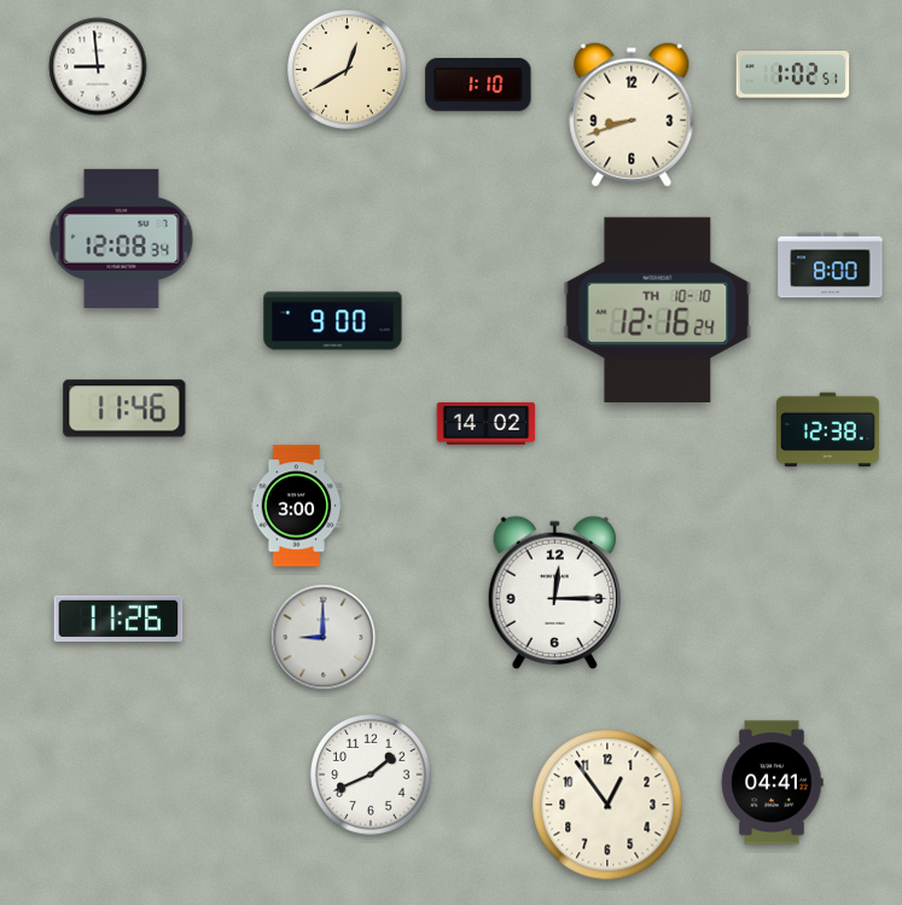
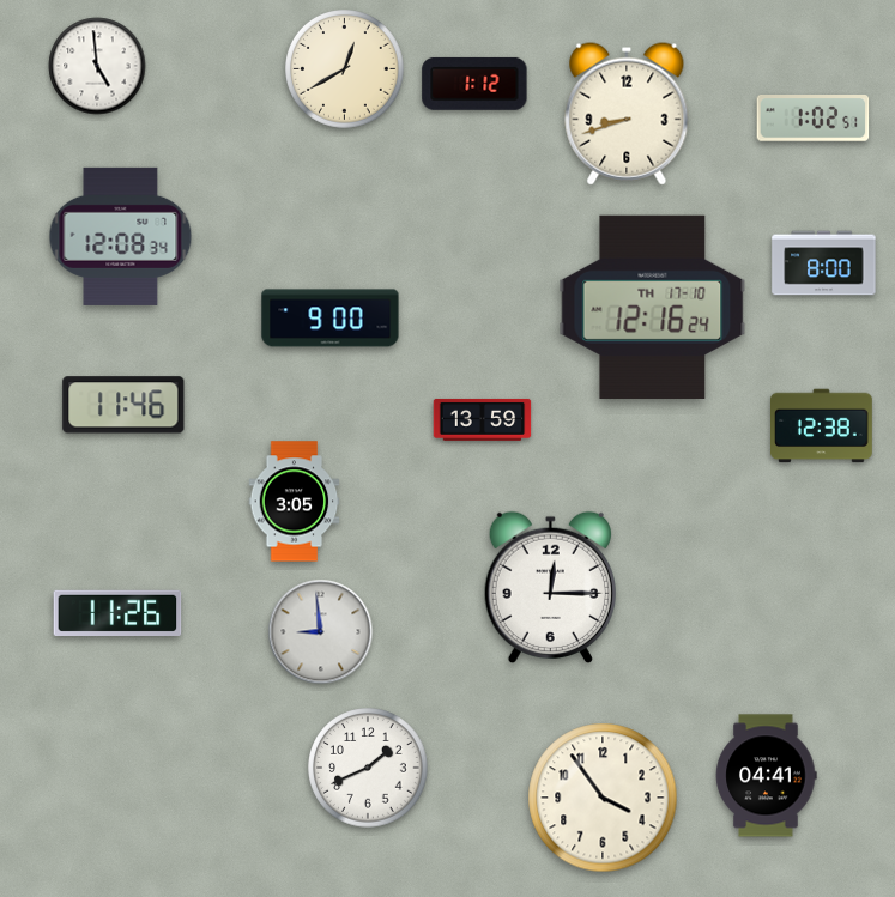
clock at (98, 66): 8:59 -> 4:59
clock at (793, 75) position: (793, 75) -> (814, 119)
clock at (478, 85): 1:10 -> 1:12
clock at (658, 309) date: TH 10-10 -> TH 17-10
clock at (487, 423): 14:02 -> 13:59
clock at (297, 506): 3:00 -> 3:05
clock at (324, 638): 9:00 -> 8:59
clock at (607, 805): 12:54 -> 3:54
